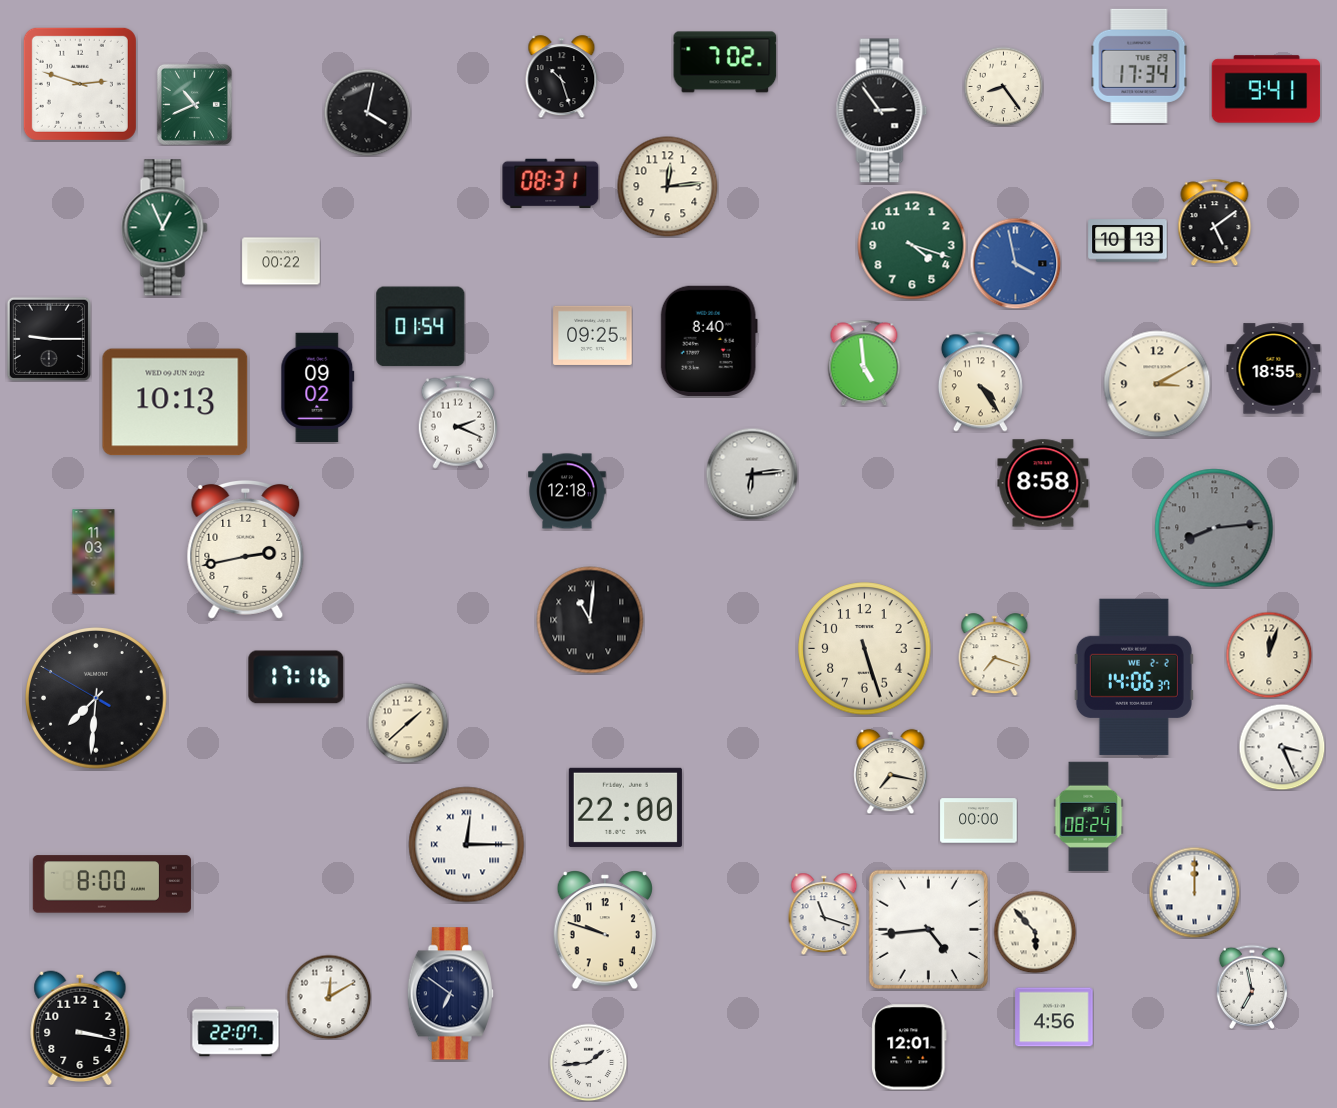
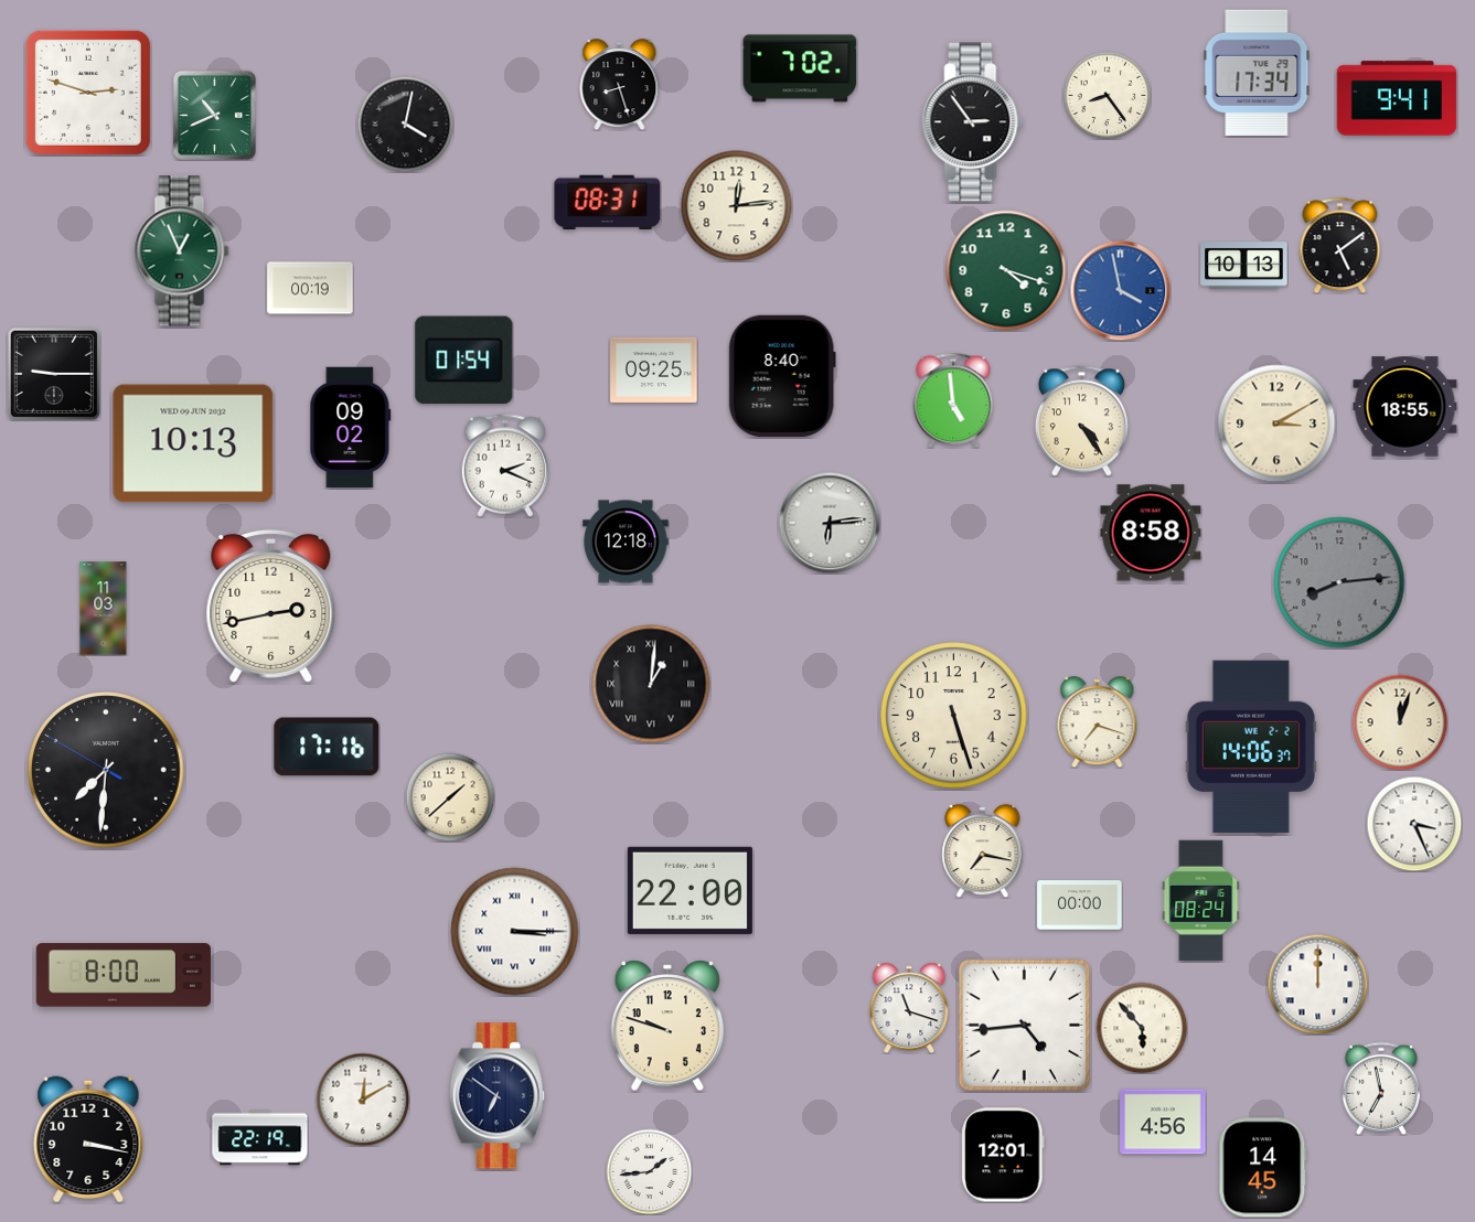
clock at (562, 77): 10:27 -> 8:27
clock at (281, 261): 00:22 -> 00:19
clock at (590, 620): 11:01 -> 1:01
clock at (467, 845): 12:15 -> 3:15
clock at (80, 1027) position: (80, 1027) -> (88, 1138)
clock at (236, 1032): 22:07 -> 22:19
clock at (1263, 1168): none -> 14:45
